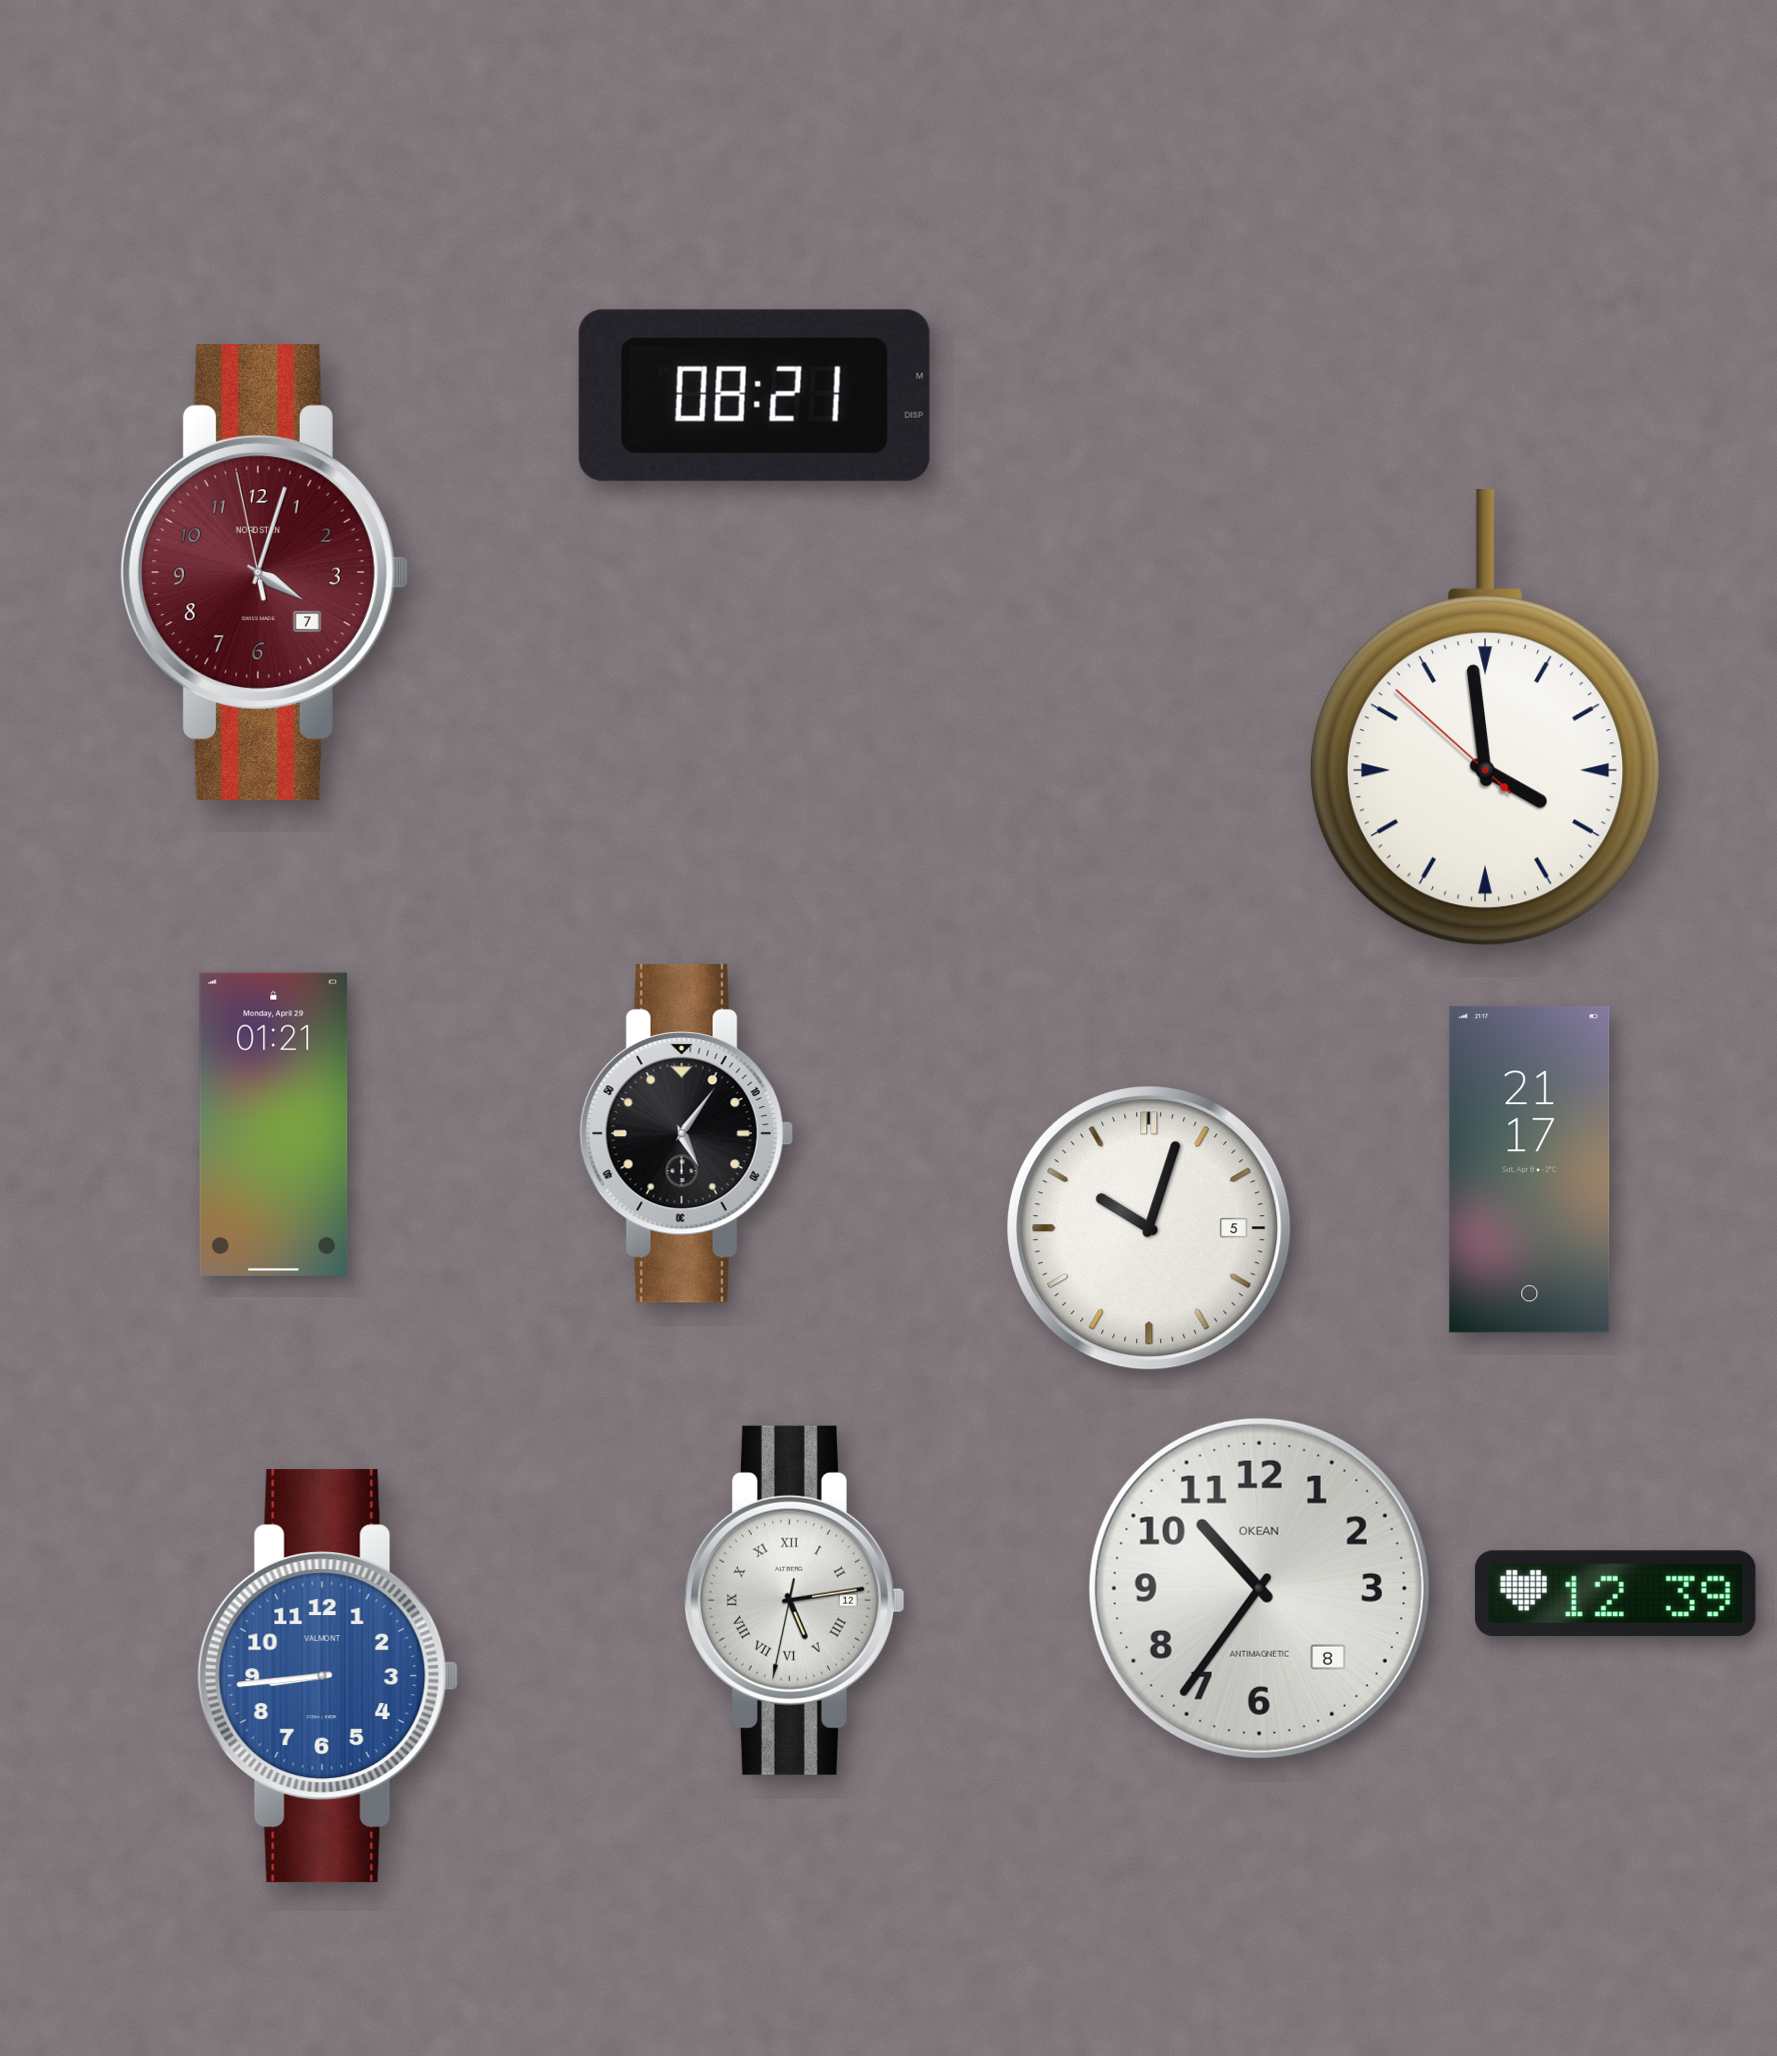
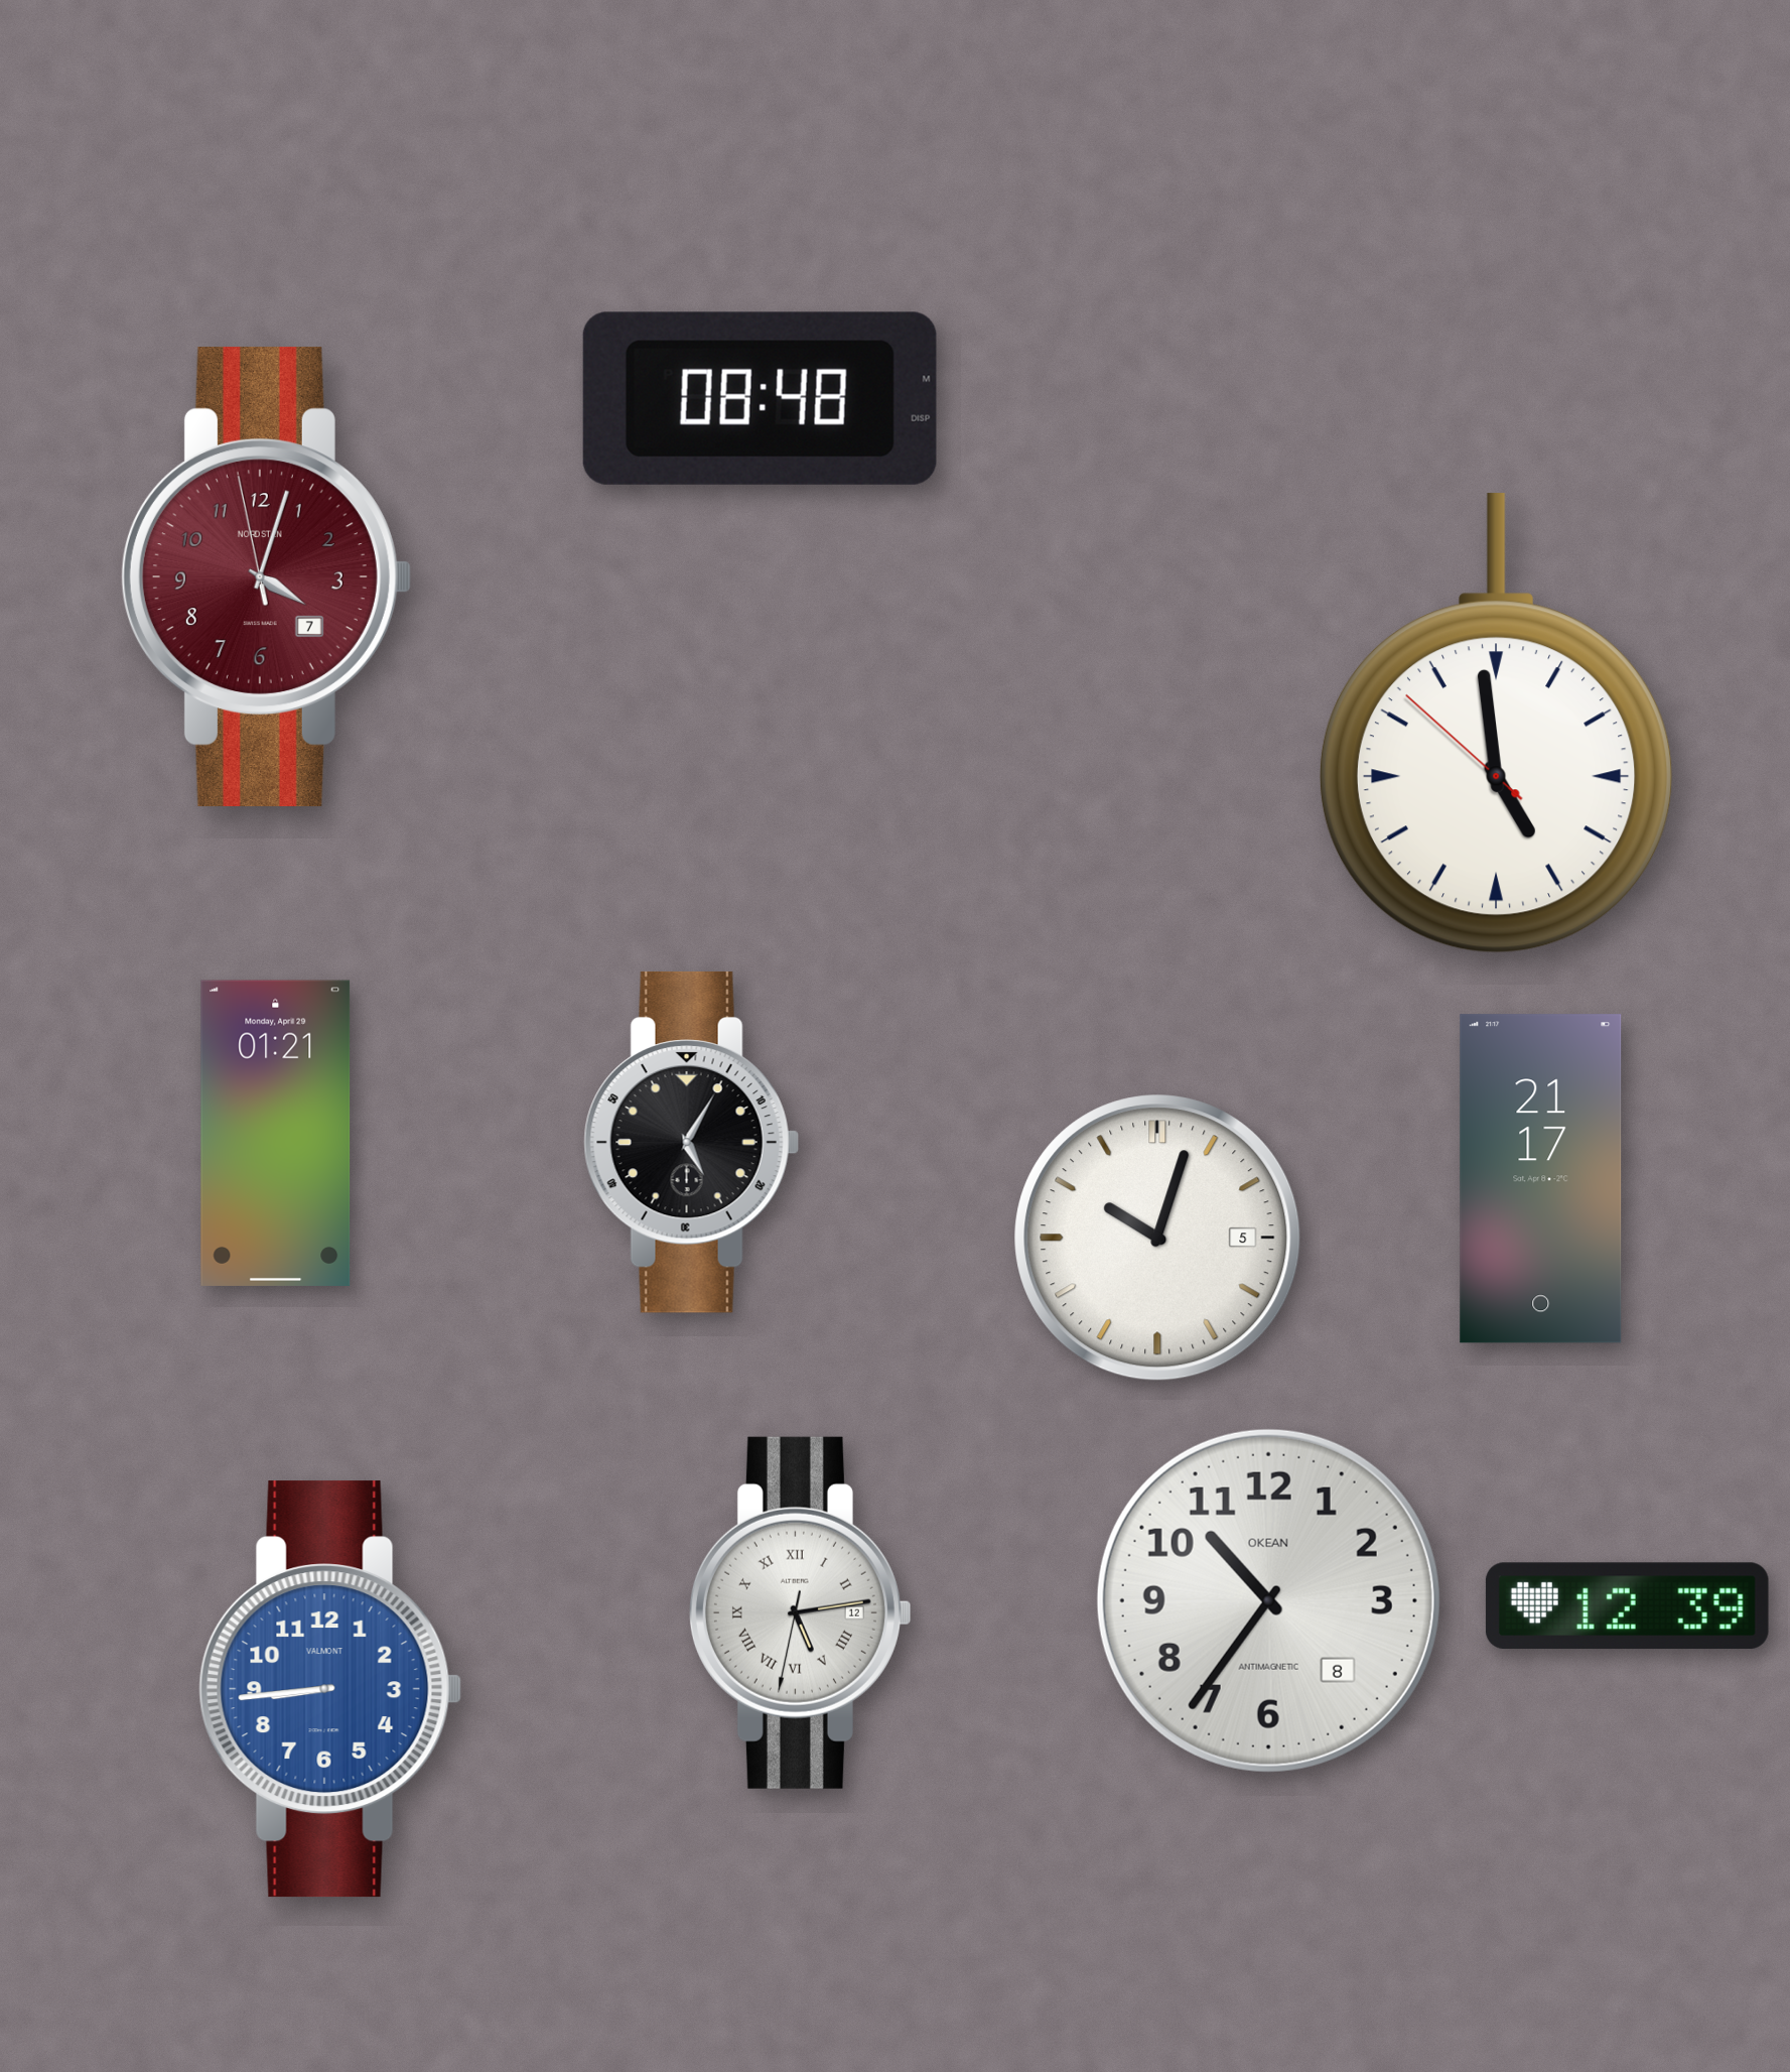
clock at (754, 395): 08:21 -> 08:48
clock at (1485, 718): 3:58 -> 4:58
clock at (686, 1133): 5:06 -> 5:05
